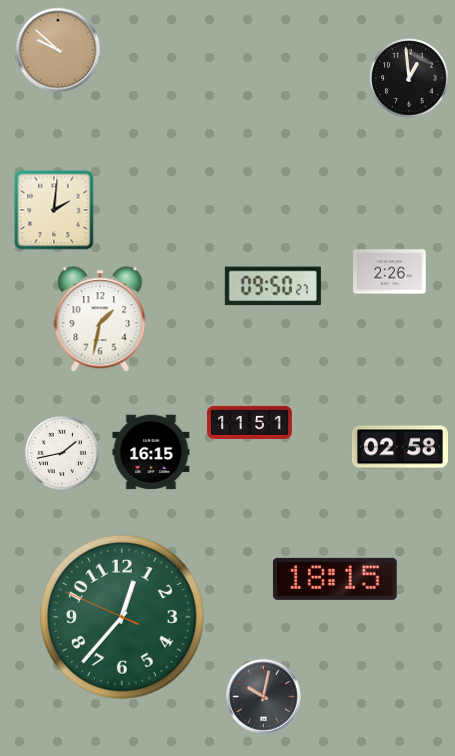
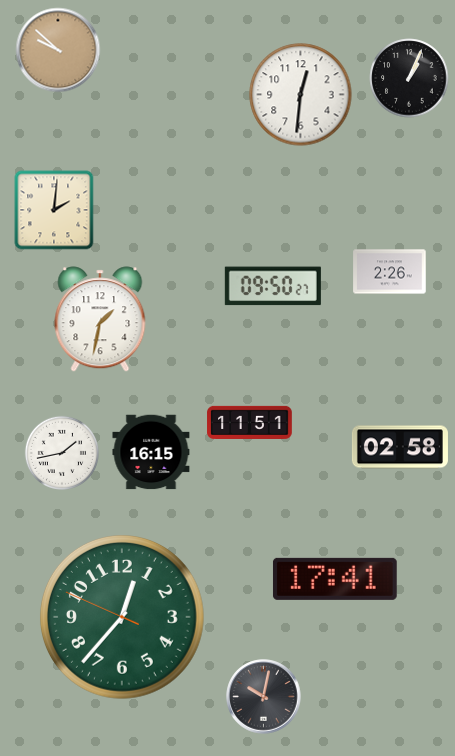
clock at (409, 78): 12:59 -> 1:04
clock at (301, 95): none -> 12:31
clock at (335, 579): 18:15 -> 17:41
